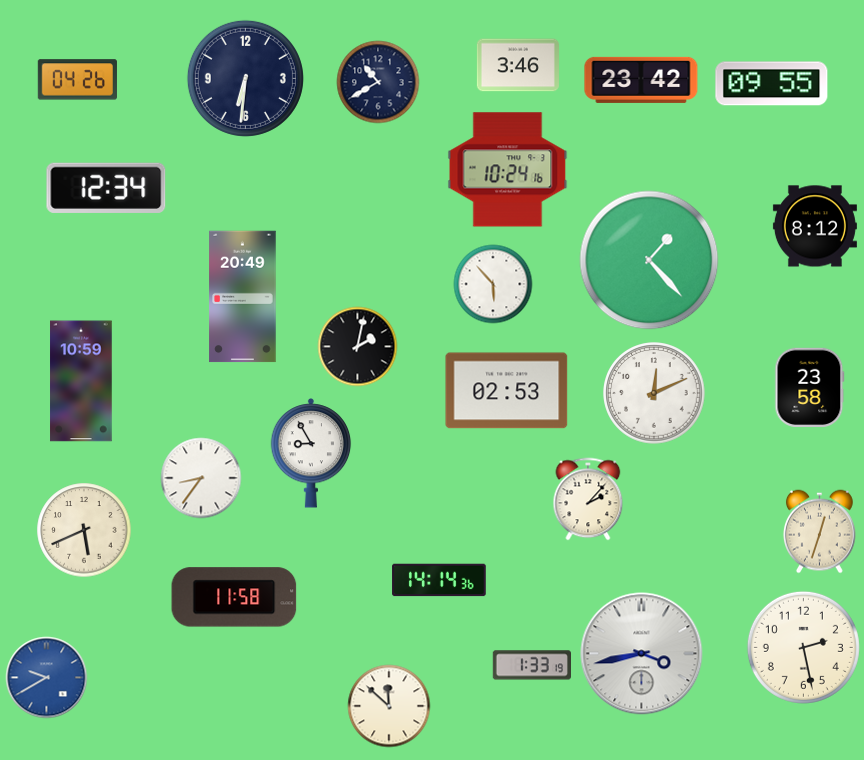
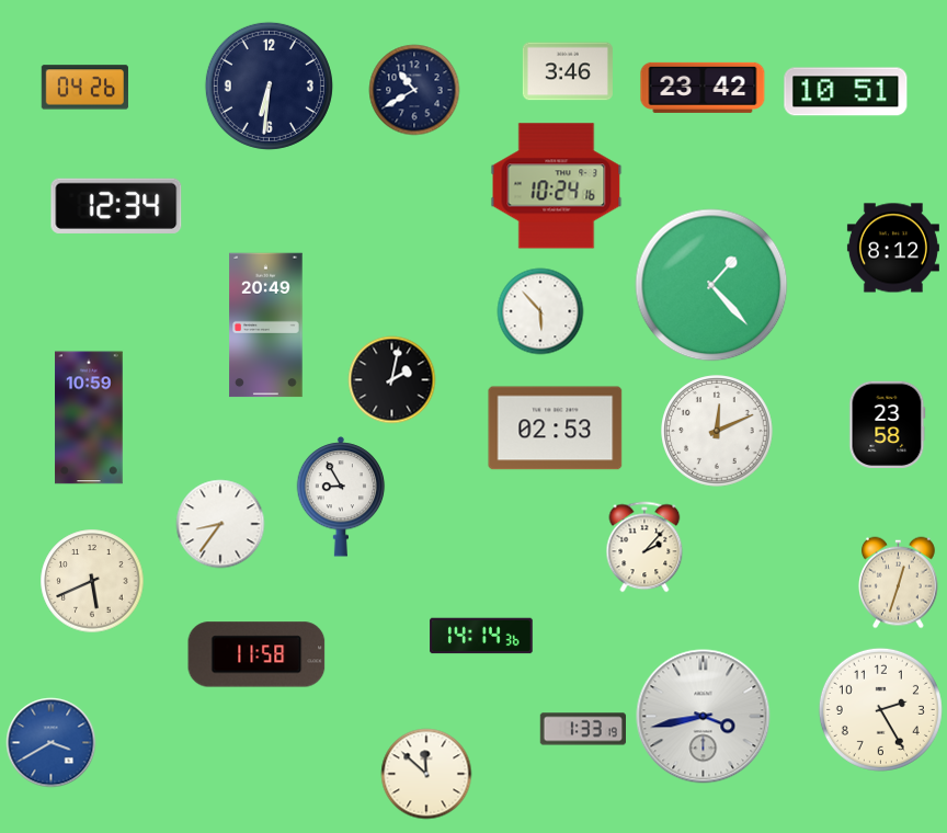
clock at (772, 84): 09:55 -> 10:51
clock at (803, 647): 2:28 -> 2:25
clock at (46, 677): 9:40 -> 3:40
